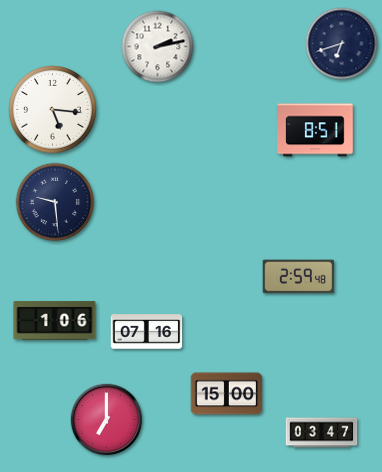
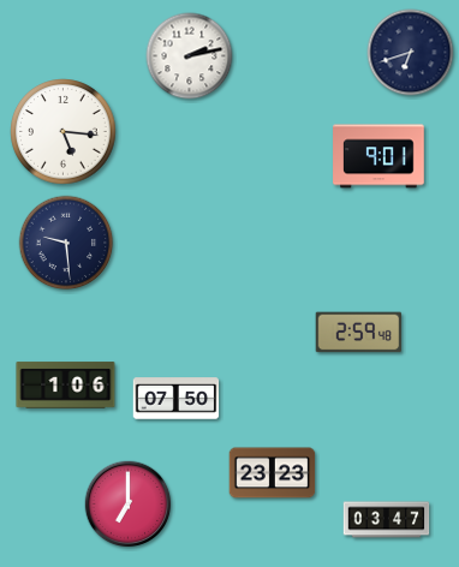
clock at (315, 130): 8:51 -> 9:01
clock at (147, 332): 07:16 -> 07:50
clock at (227, 394): 15:00 -> 23:23
